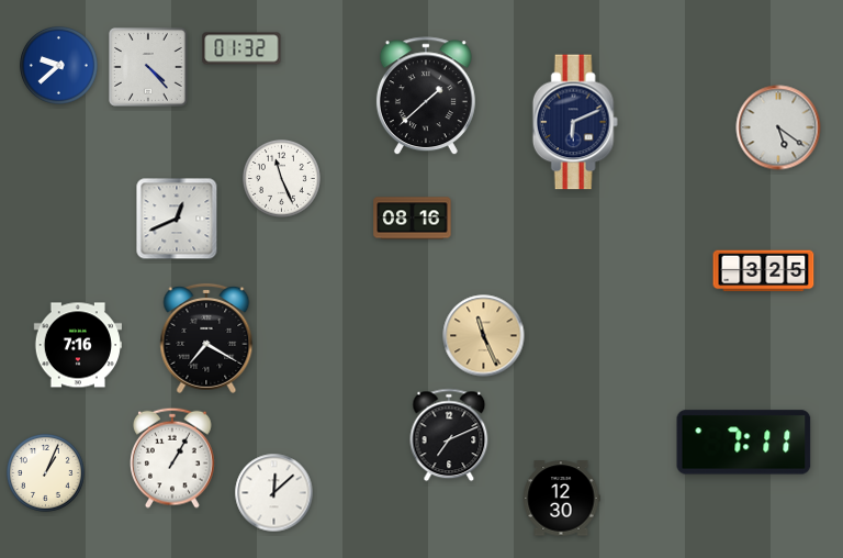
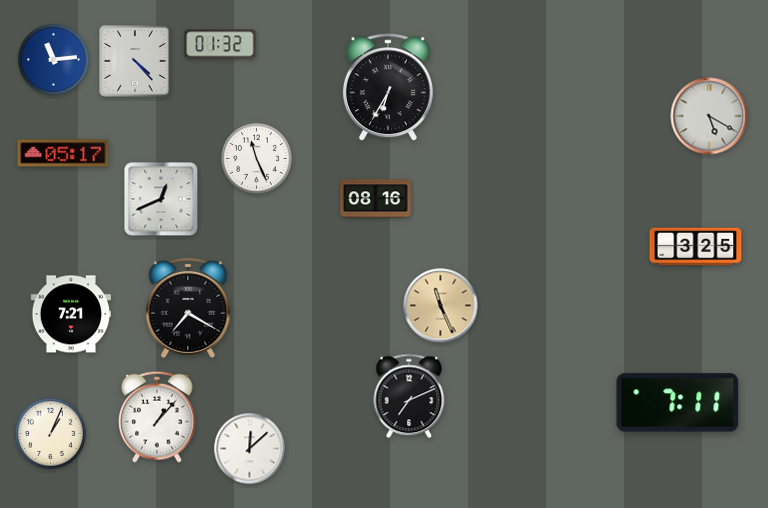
clock at (58, 65): 9:38 -> 11:14
clock at (426, 97): 1:38 -> 6:35
clock at (575, 122): 6:11 -> none
clock at (778, 127): 5:21 -> 5:20
clock at (63, 153): none -> 05:17
clock at (281, 178) position: (281, 178) -> (256, 158)
clock at (77, 345): 7:16 -> 7:21
clock at (173, 458): 1:05 -> 1:07
clock at (45, 472) position: (45, 472) -> (50, 433)
clock at (561, 499): 12:30 -> none
